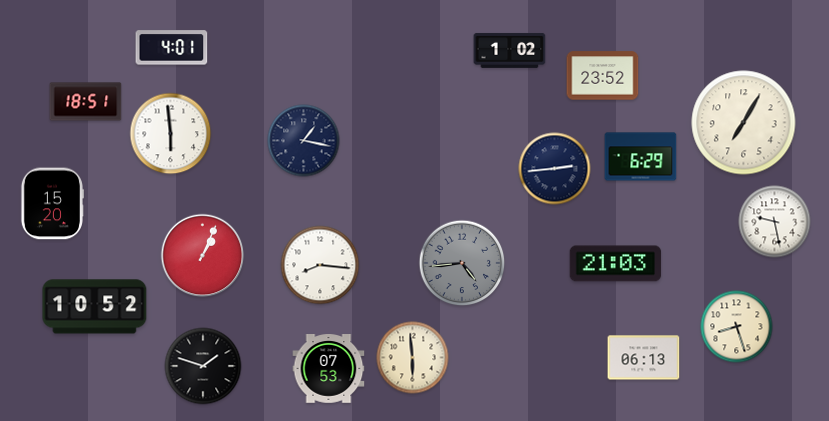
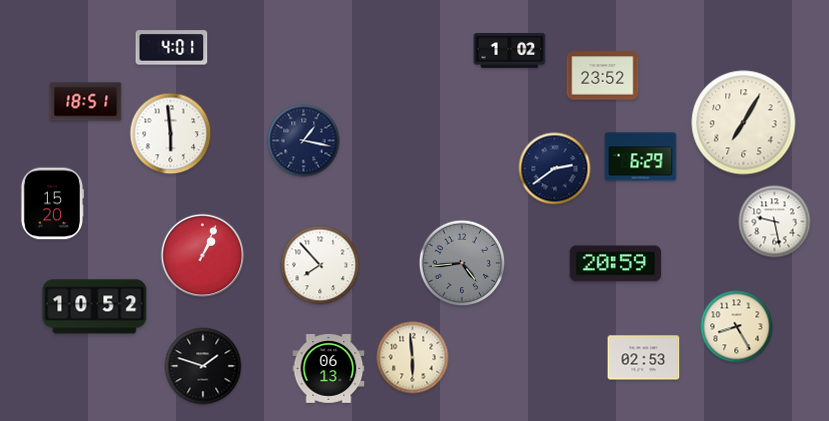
clock at (555, 169): 2:44 -> 2:39
clock at (616, 264): 21:03 -> 20:59
clock at (320, 265): 8:16 -> 7:53
clock at (737, 327): 8:27 -> 8:25
clock at (644, 358): 06:13 -> 02:53
clock at (329, 369): 07:53 -> 06:13
